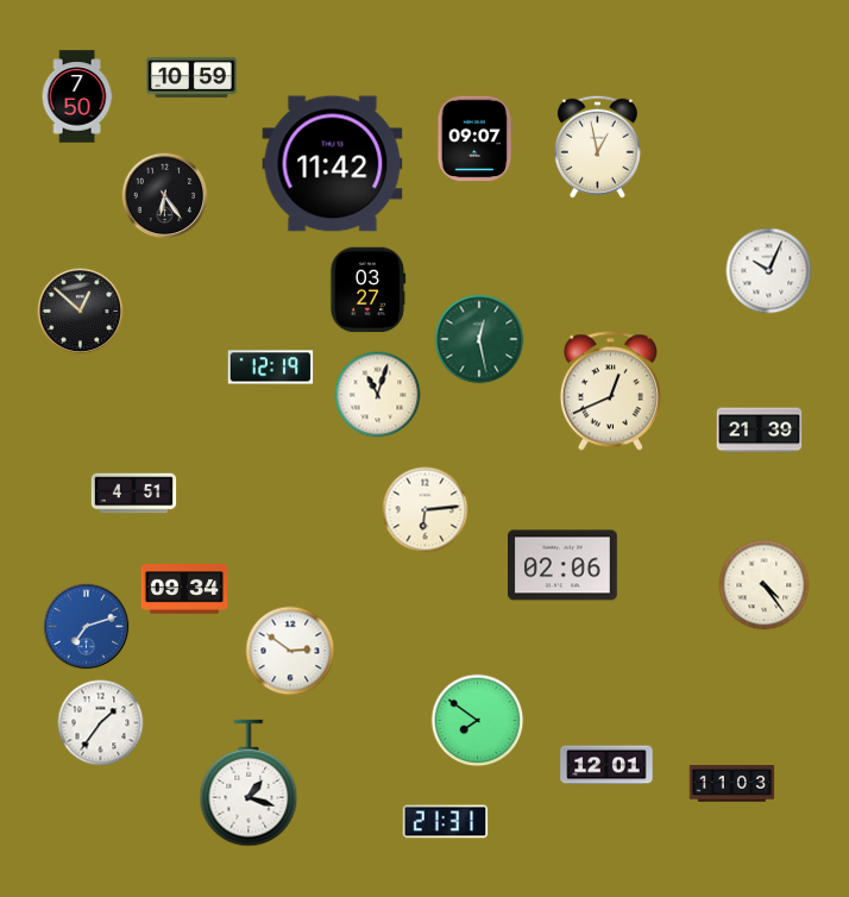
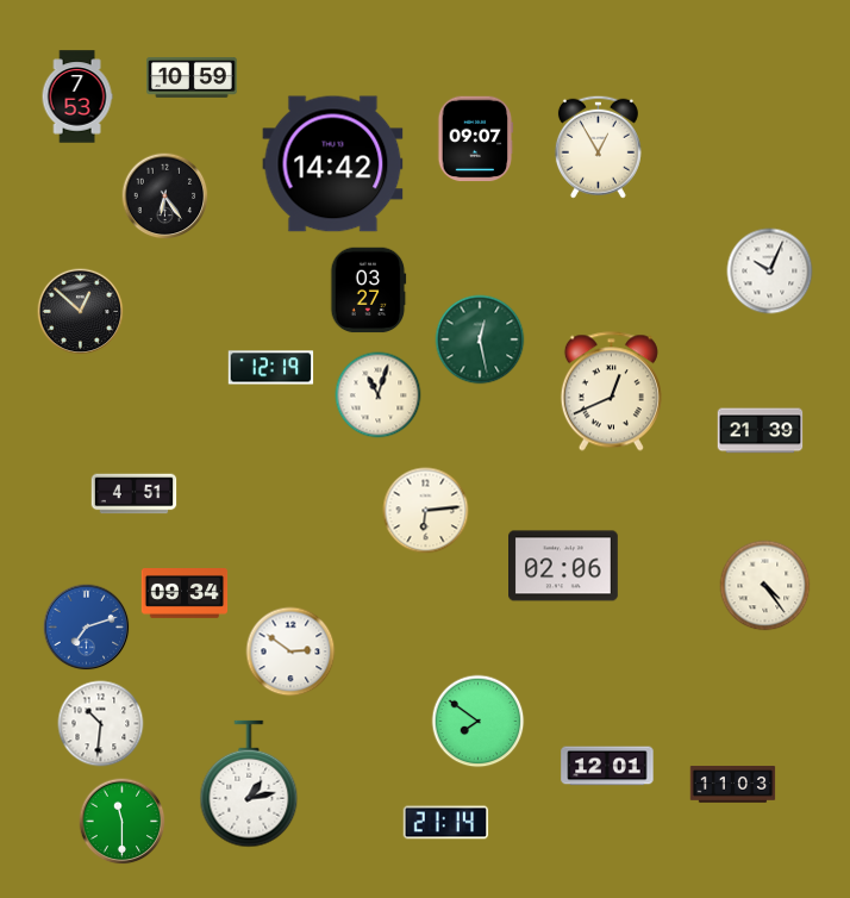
clock at (77, 96): 7:50 -> 7:53
clock at (597, 146): 12:58 -> 12:55
clock at (333, 164): 11:42 -> 14:42
clock at (184, 590) position: (184, 590) -> (185, 594)
clock at (101, 723): 1:36 -> 10:31
clock at (249, 783): 1:18 -> 1:13
clock at (123, 822): none -> 11:30
clock at (446, 822): 21:31 -> 21:14
